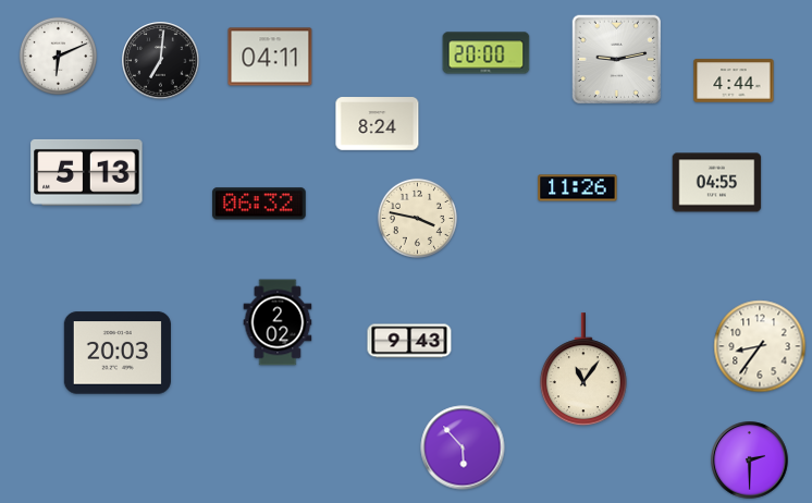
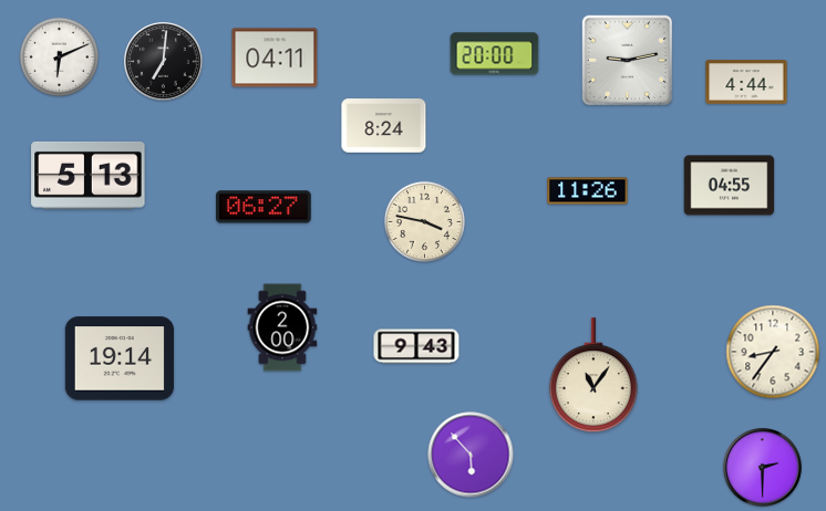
clock at (259, 204): 06:32 -> 06:27
clock at (278, 322): 2:02 -> 2:00
clock at (118, 353): 20:03 -> 19:14
